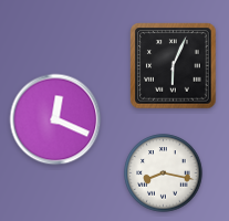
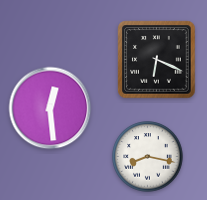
clock at (174, 66): 6:04 -> 6:19
clock at (55, 119): 12:19 -> 12:29
